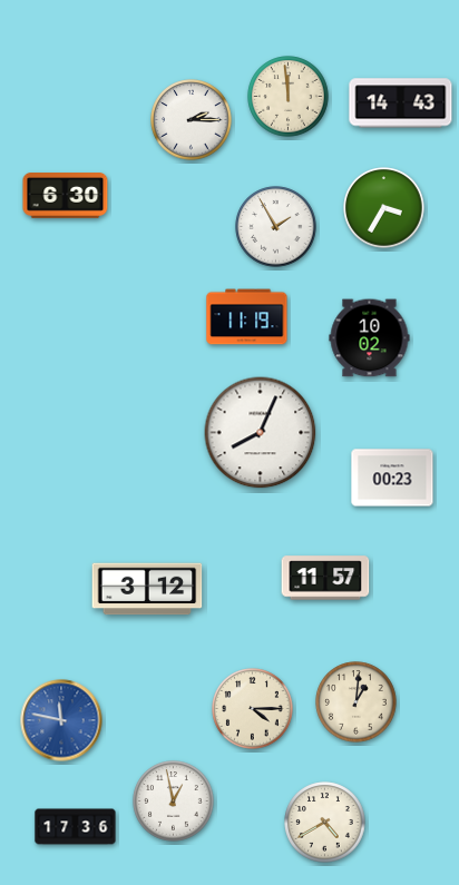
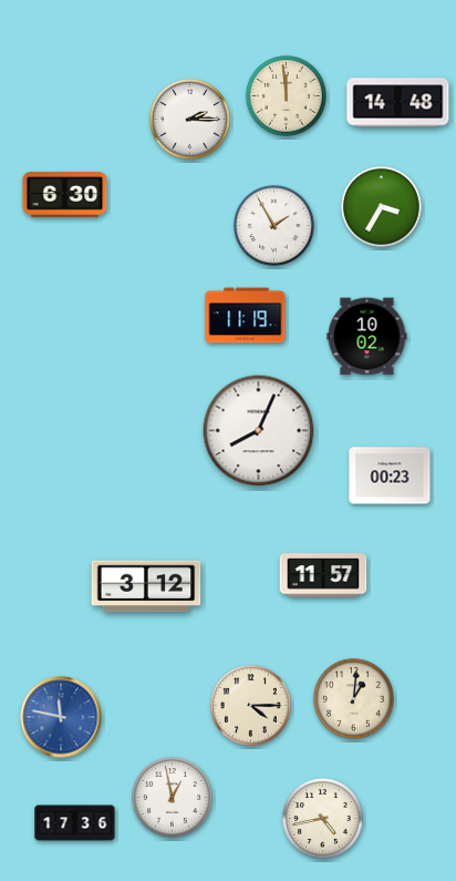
clock at (401, 104): 14:43 -> 14:48
clock at (325, 823): 4:40 -> 4:43
